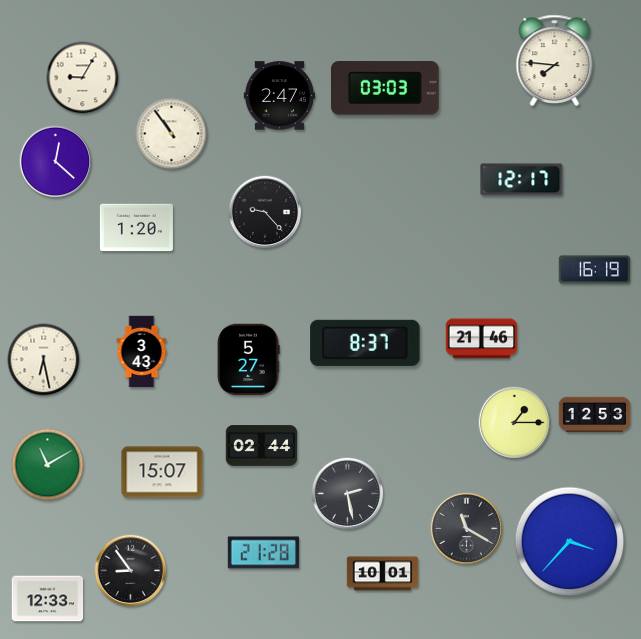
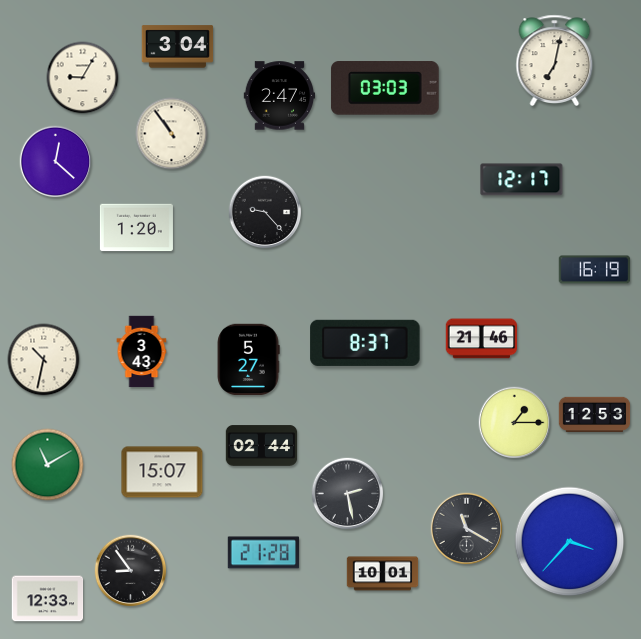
clock at (178, 47): none -> 3:04
clock at (555, 60): 7:46 -> 7:02
clock at (44, 360): 6:28 -> 10:32
